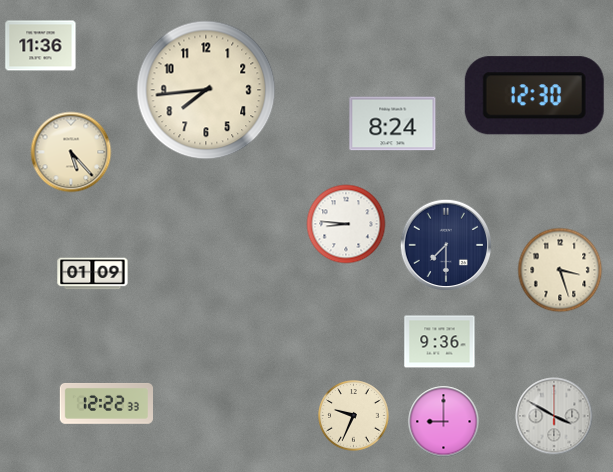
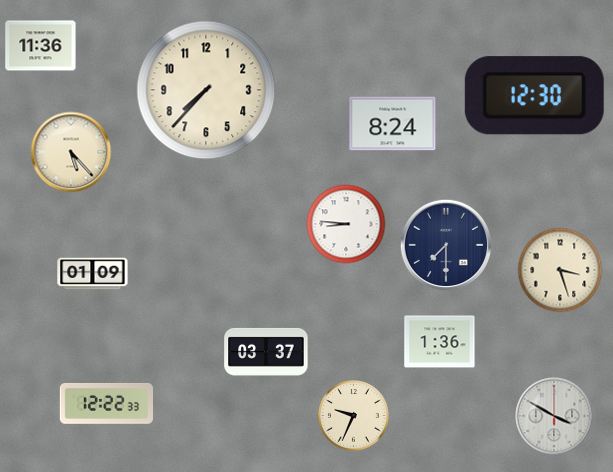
clock at (206, 90): 7:44 -> 7:37
clock at (440, 342): 9:36 -> 1:36
clock at (266, 352): none -> 03:37
clock at (444, 422): 9:00 -> none
